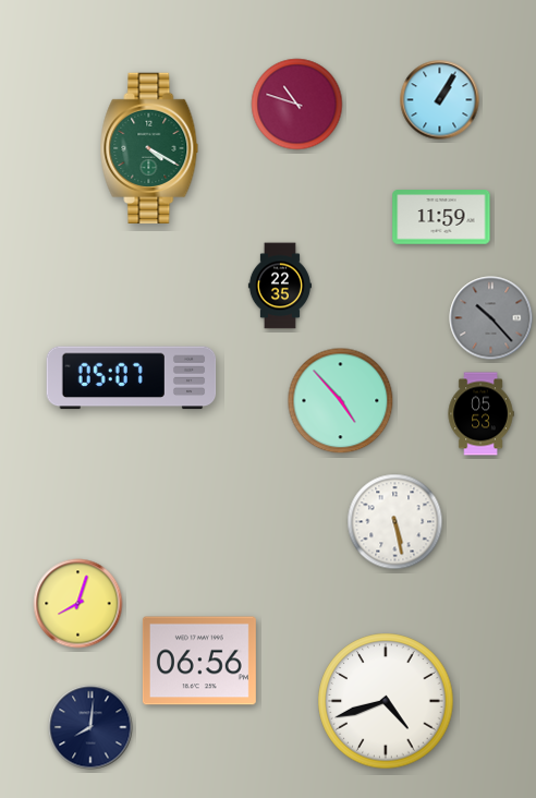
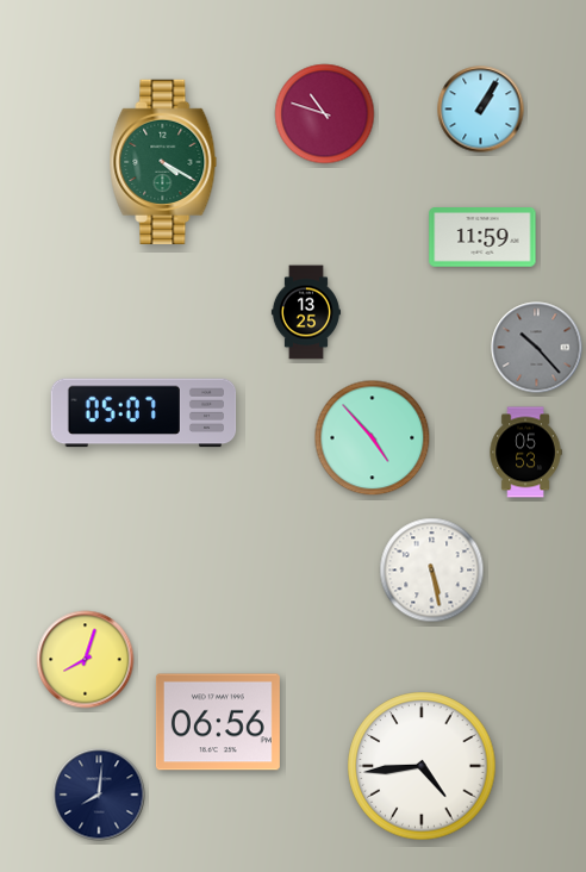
clock at (280, 286): 22:35 -> 13:25
clock at (386, 701): 4:42 -> 4:44
